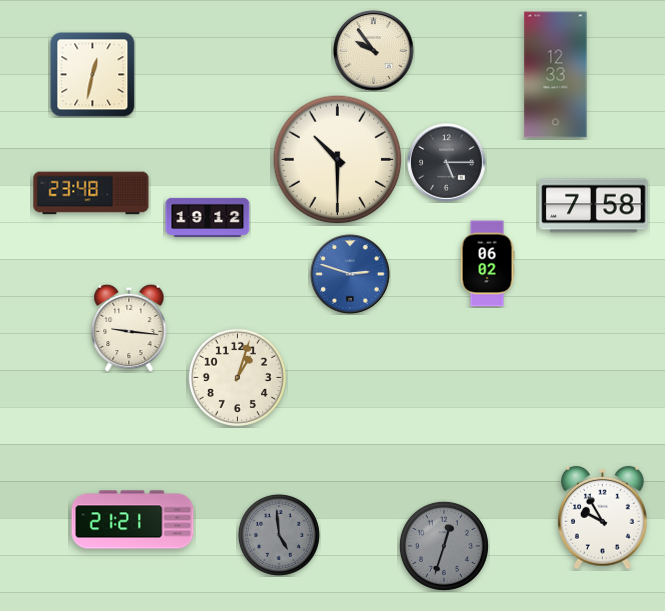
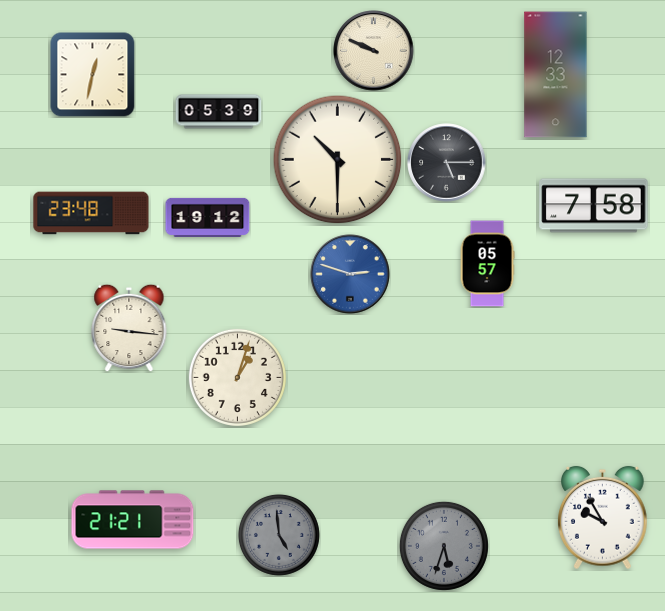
clock at (374, 51): 9:54 -> 9:49
clock at (219, 112): none -> 05:39
clock at (91, 193) position: (91, 193) -> (91, 213)
clock at (487, 264): 06:02 -> 05:57
clock at (444, 546): 12:33 -> 5:33
